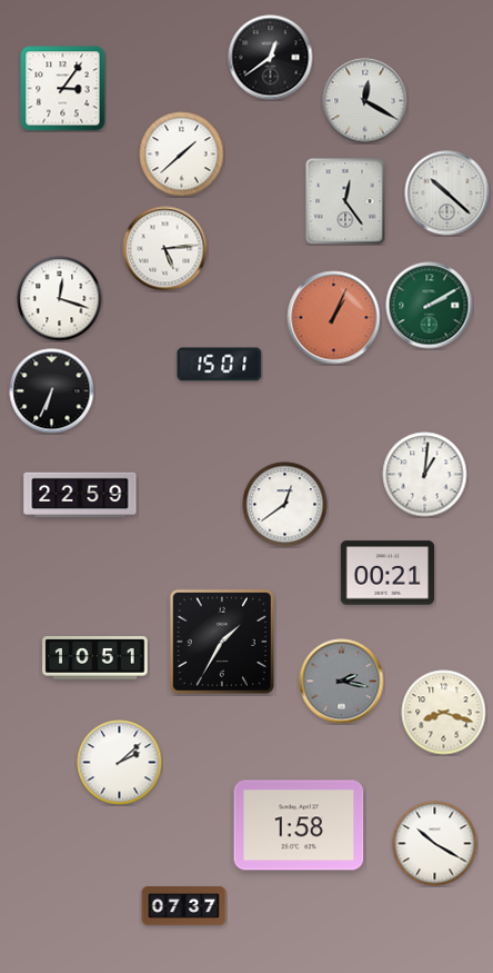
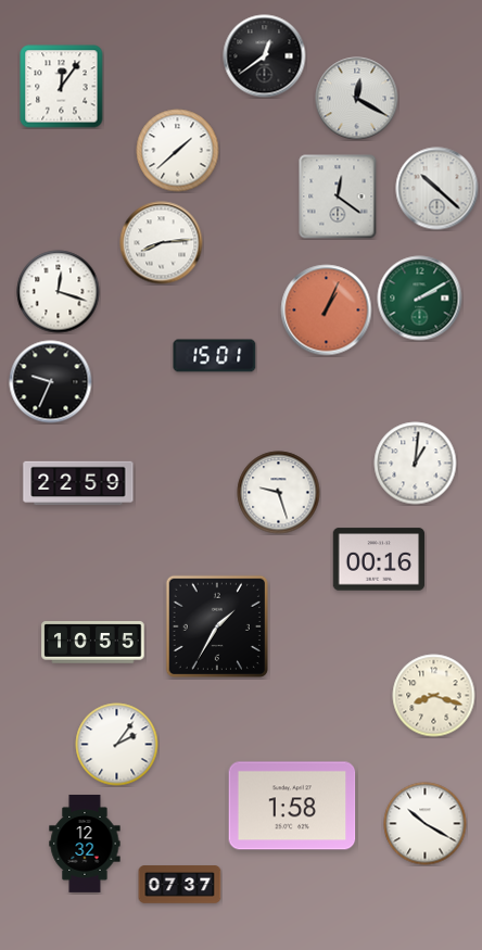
clock at (63, 89): 3:06 -> 12:06
clock at (345, 201): 12:24 -> 12:21
clock at (165, 249): 5:14 -> 8:14
clock at (52, 391): 6:34 -> 9:34
clock at (285, 505): 12:39 -> 9:27
clock at (388, 573): 00:21 -> 00:16
clock at (95, 658): 10:51 -> 10:55
clock at (342, 682): 2:17 -> none
clock at (120, 763): 2:08 -> 2:06
clock at (85, 844): none -> 12:32
